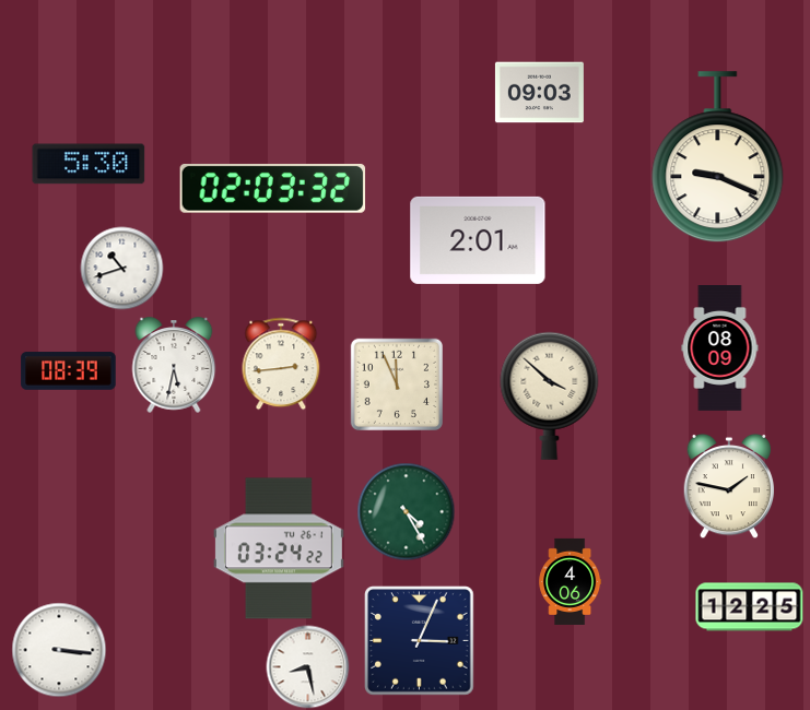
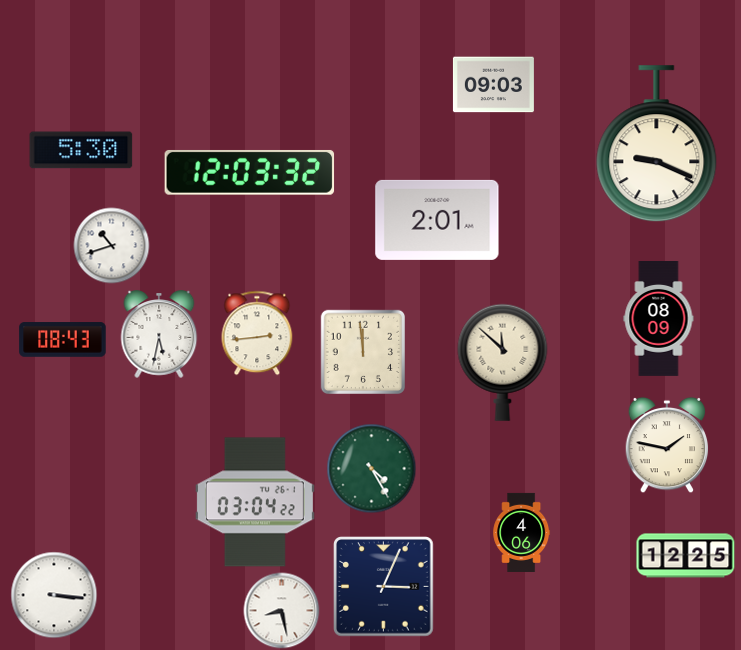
clock at (273, 188): 02:03 -> 12:03
clock at (69, 371): 08:39 -> 08:43
clock at (396, 383): 11:56 -> 11:59
clock at (550, 395): 3:52 -> 11:52
clock at (279, 548): 03:24 -> 03:04
